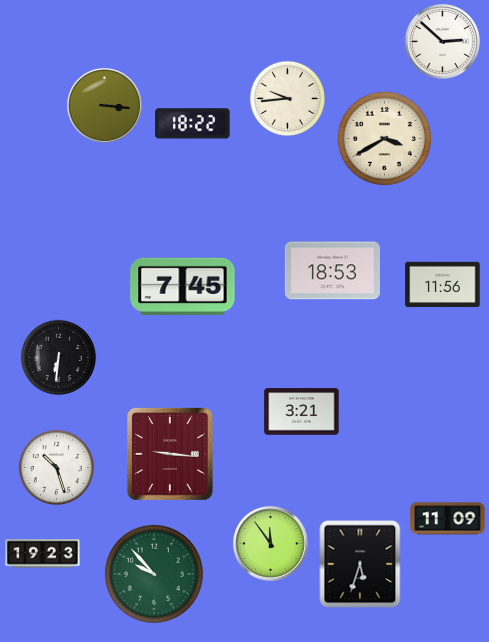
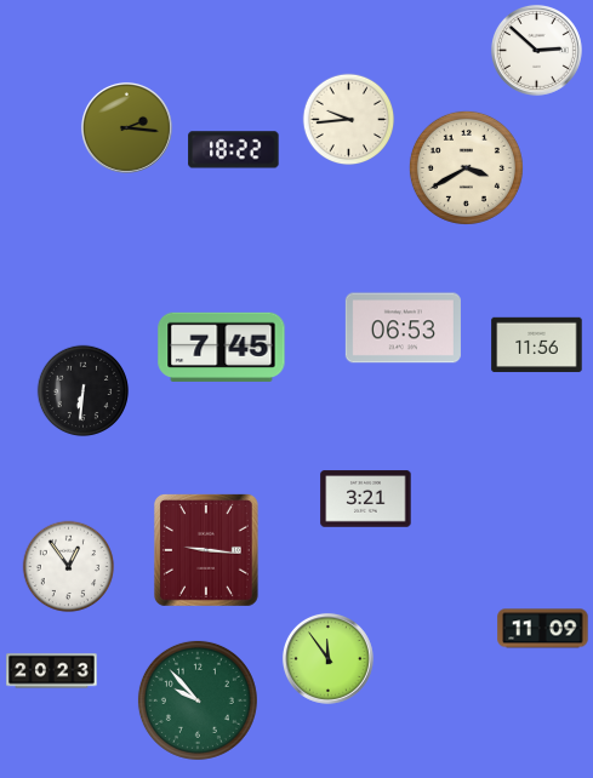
clock at (104, 105): 3:16 -> 2:16
clock at (332, 271): 18:53 -> 06:53
clock at (59, 358) position: (59, 358) -> (84, 391)
clock at (57, 468): 10:27 -> 12:54
clock at (43, 554): 19:23 -> 20:23
clock at (360, 564): 5:33 -> none
clock at (154, 574) position: (154, 574) -> (198, 700)
